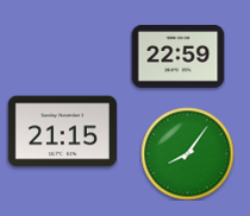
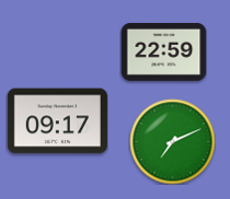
clock at (62, 132): 21:15 -> 09:17
clock at (187, 153): 8:06 -> 7:11
